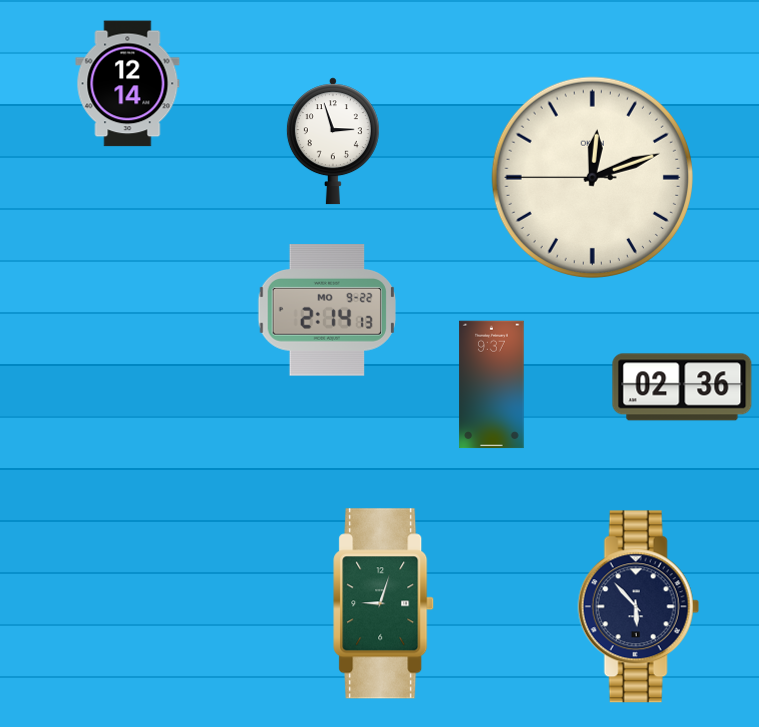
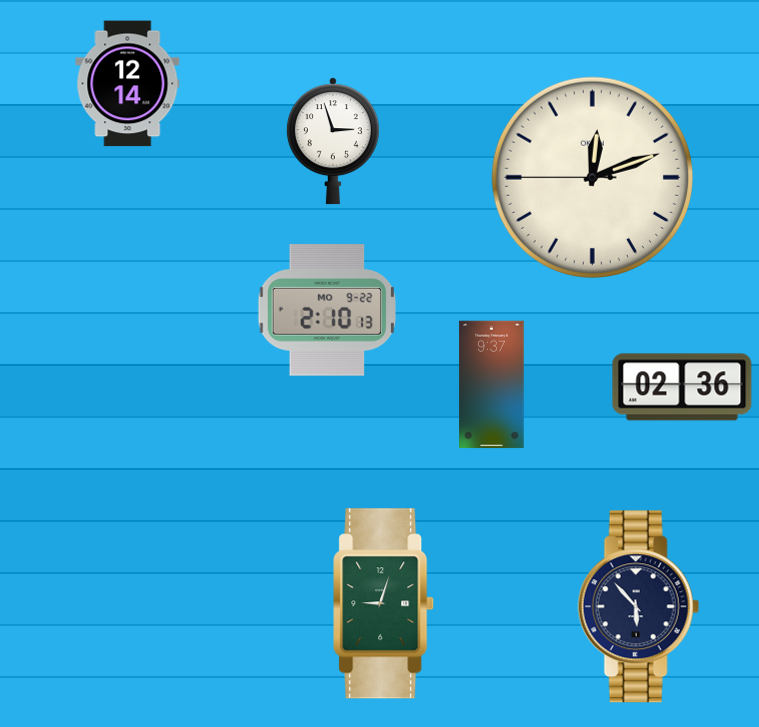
clock at (327, 310): 2:14 -> 2:10
